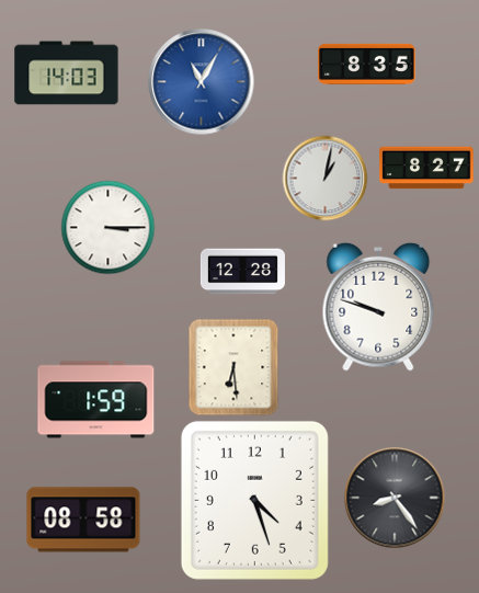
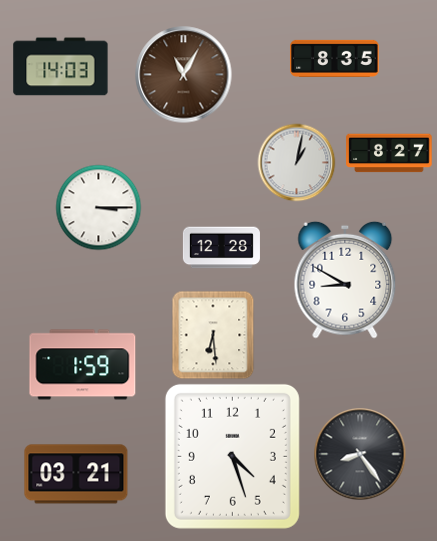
clock at (202, 82) dial: blue -> brown
clock at (378, 307): 9:48 -> 8:50
clock at (96, 400) position: (96, 400) -> (83, 365)
clock at (83, 520): 08:58 -> 03:21
